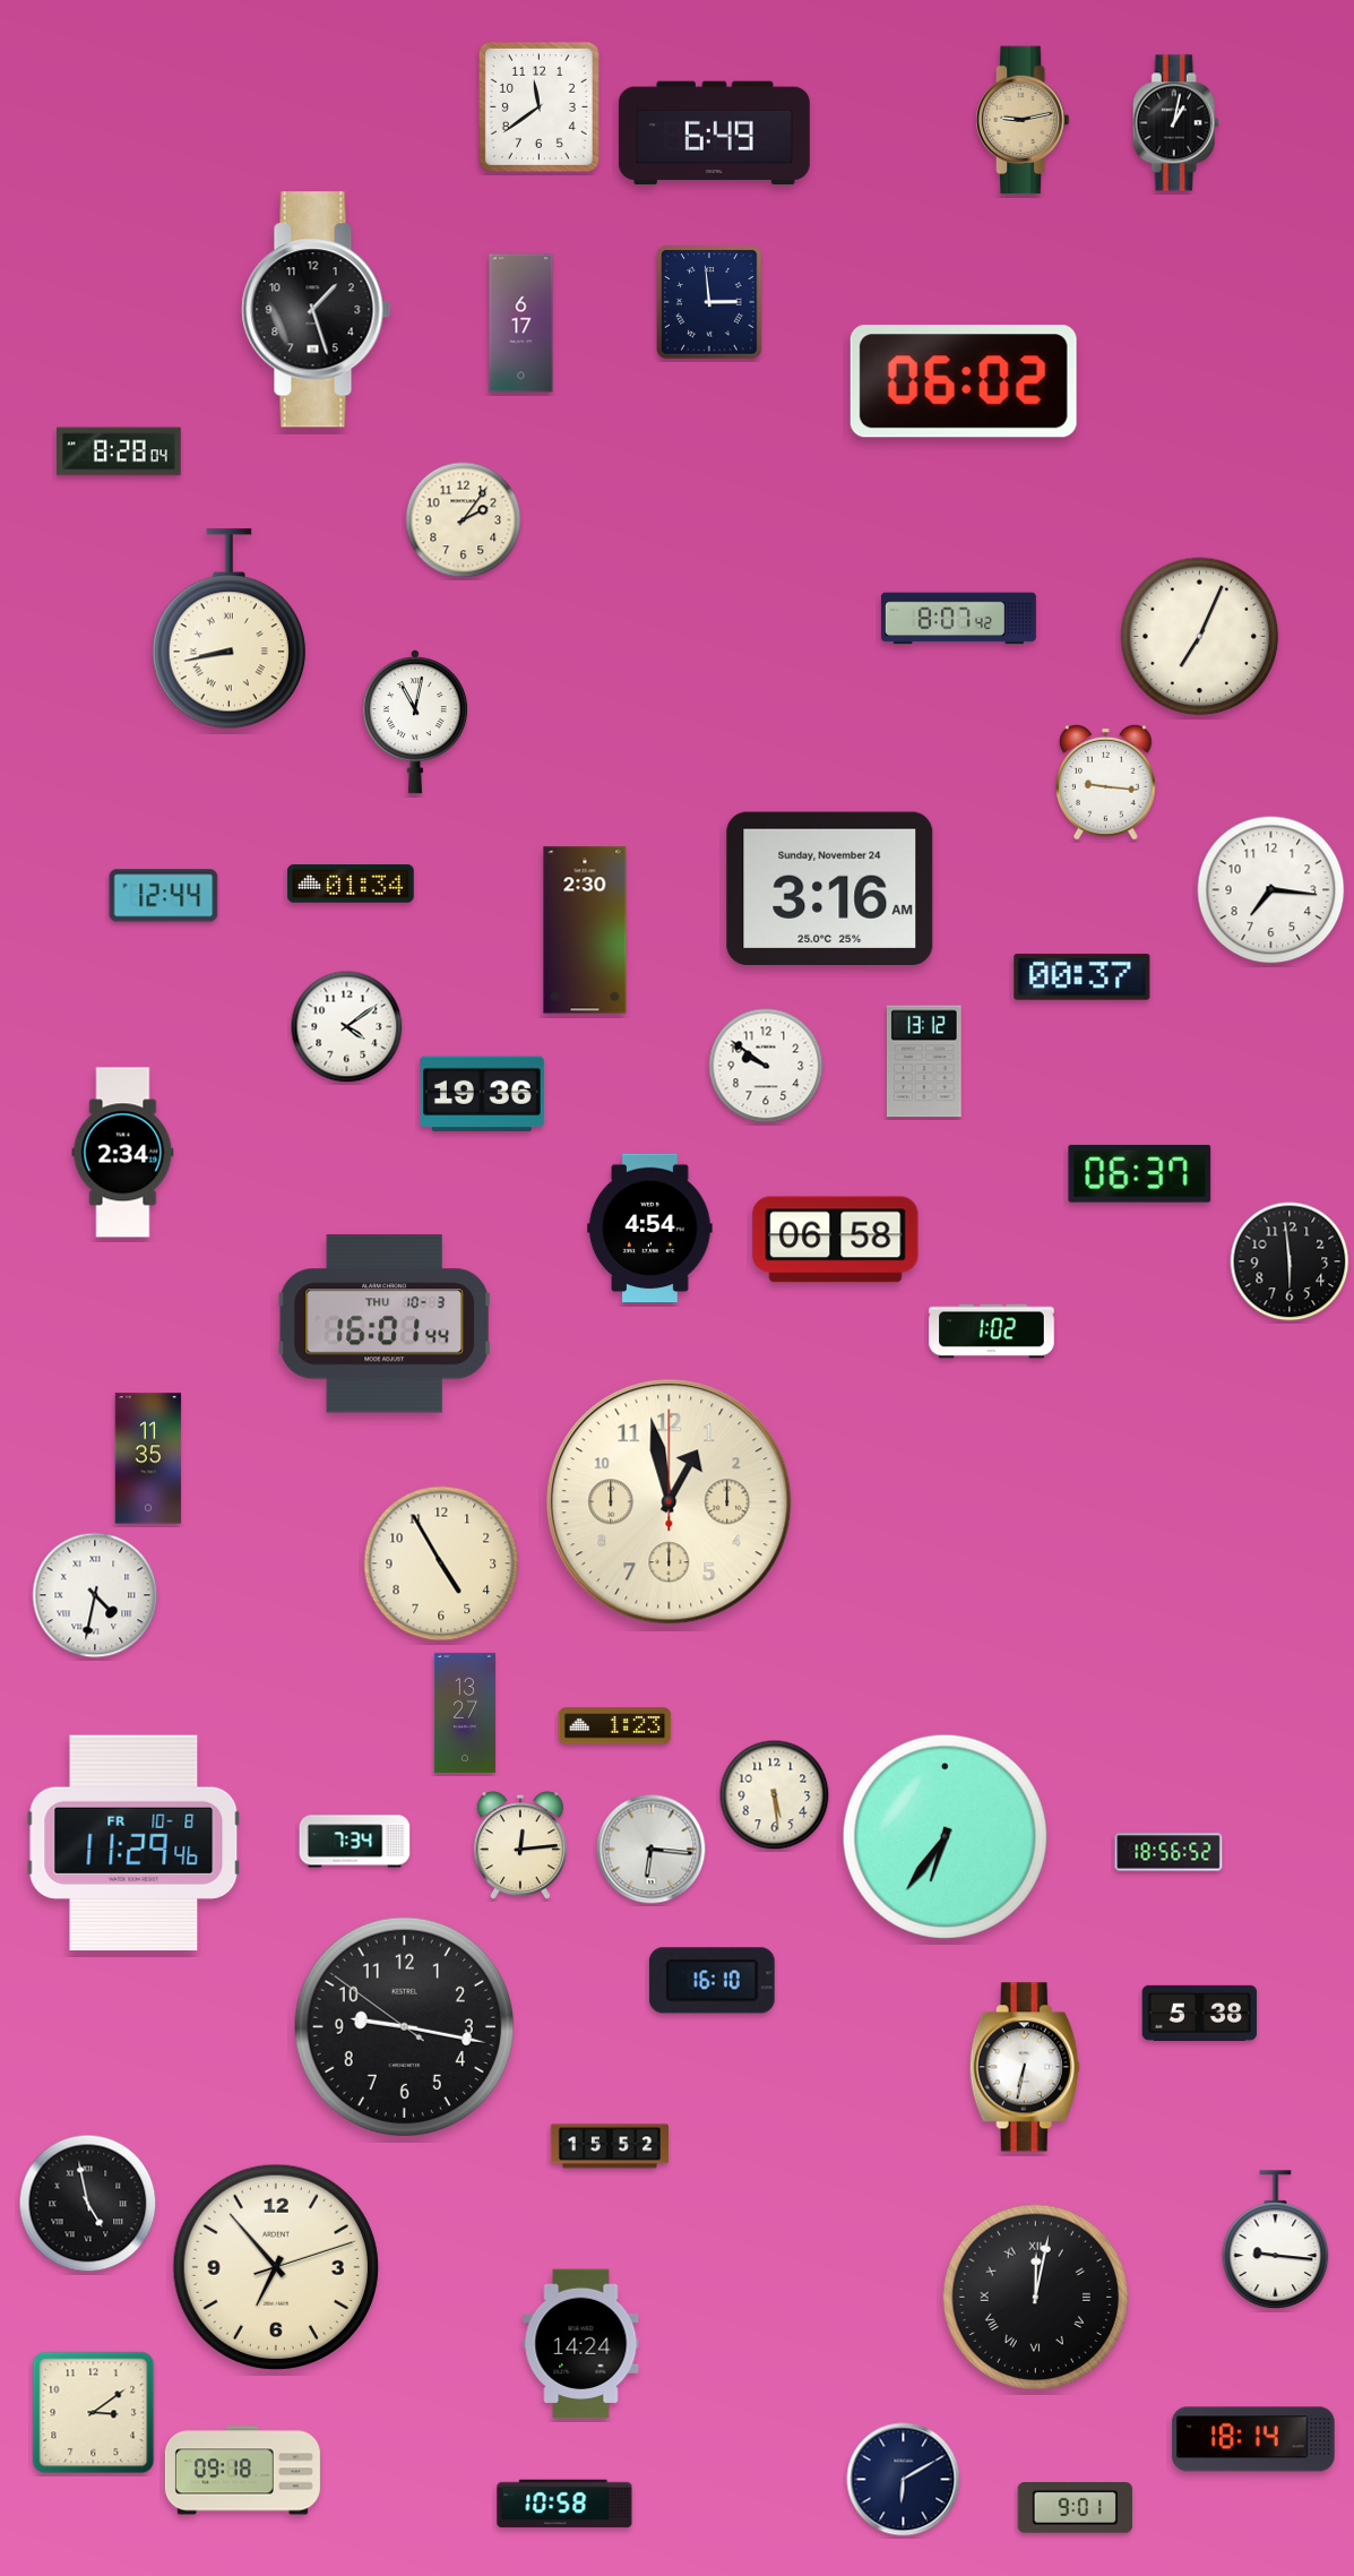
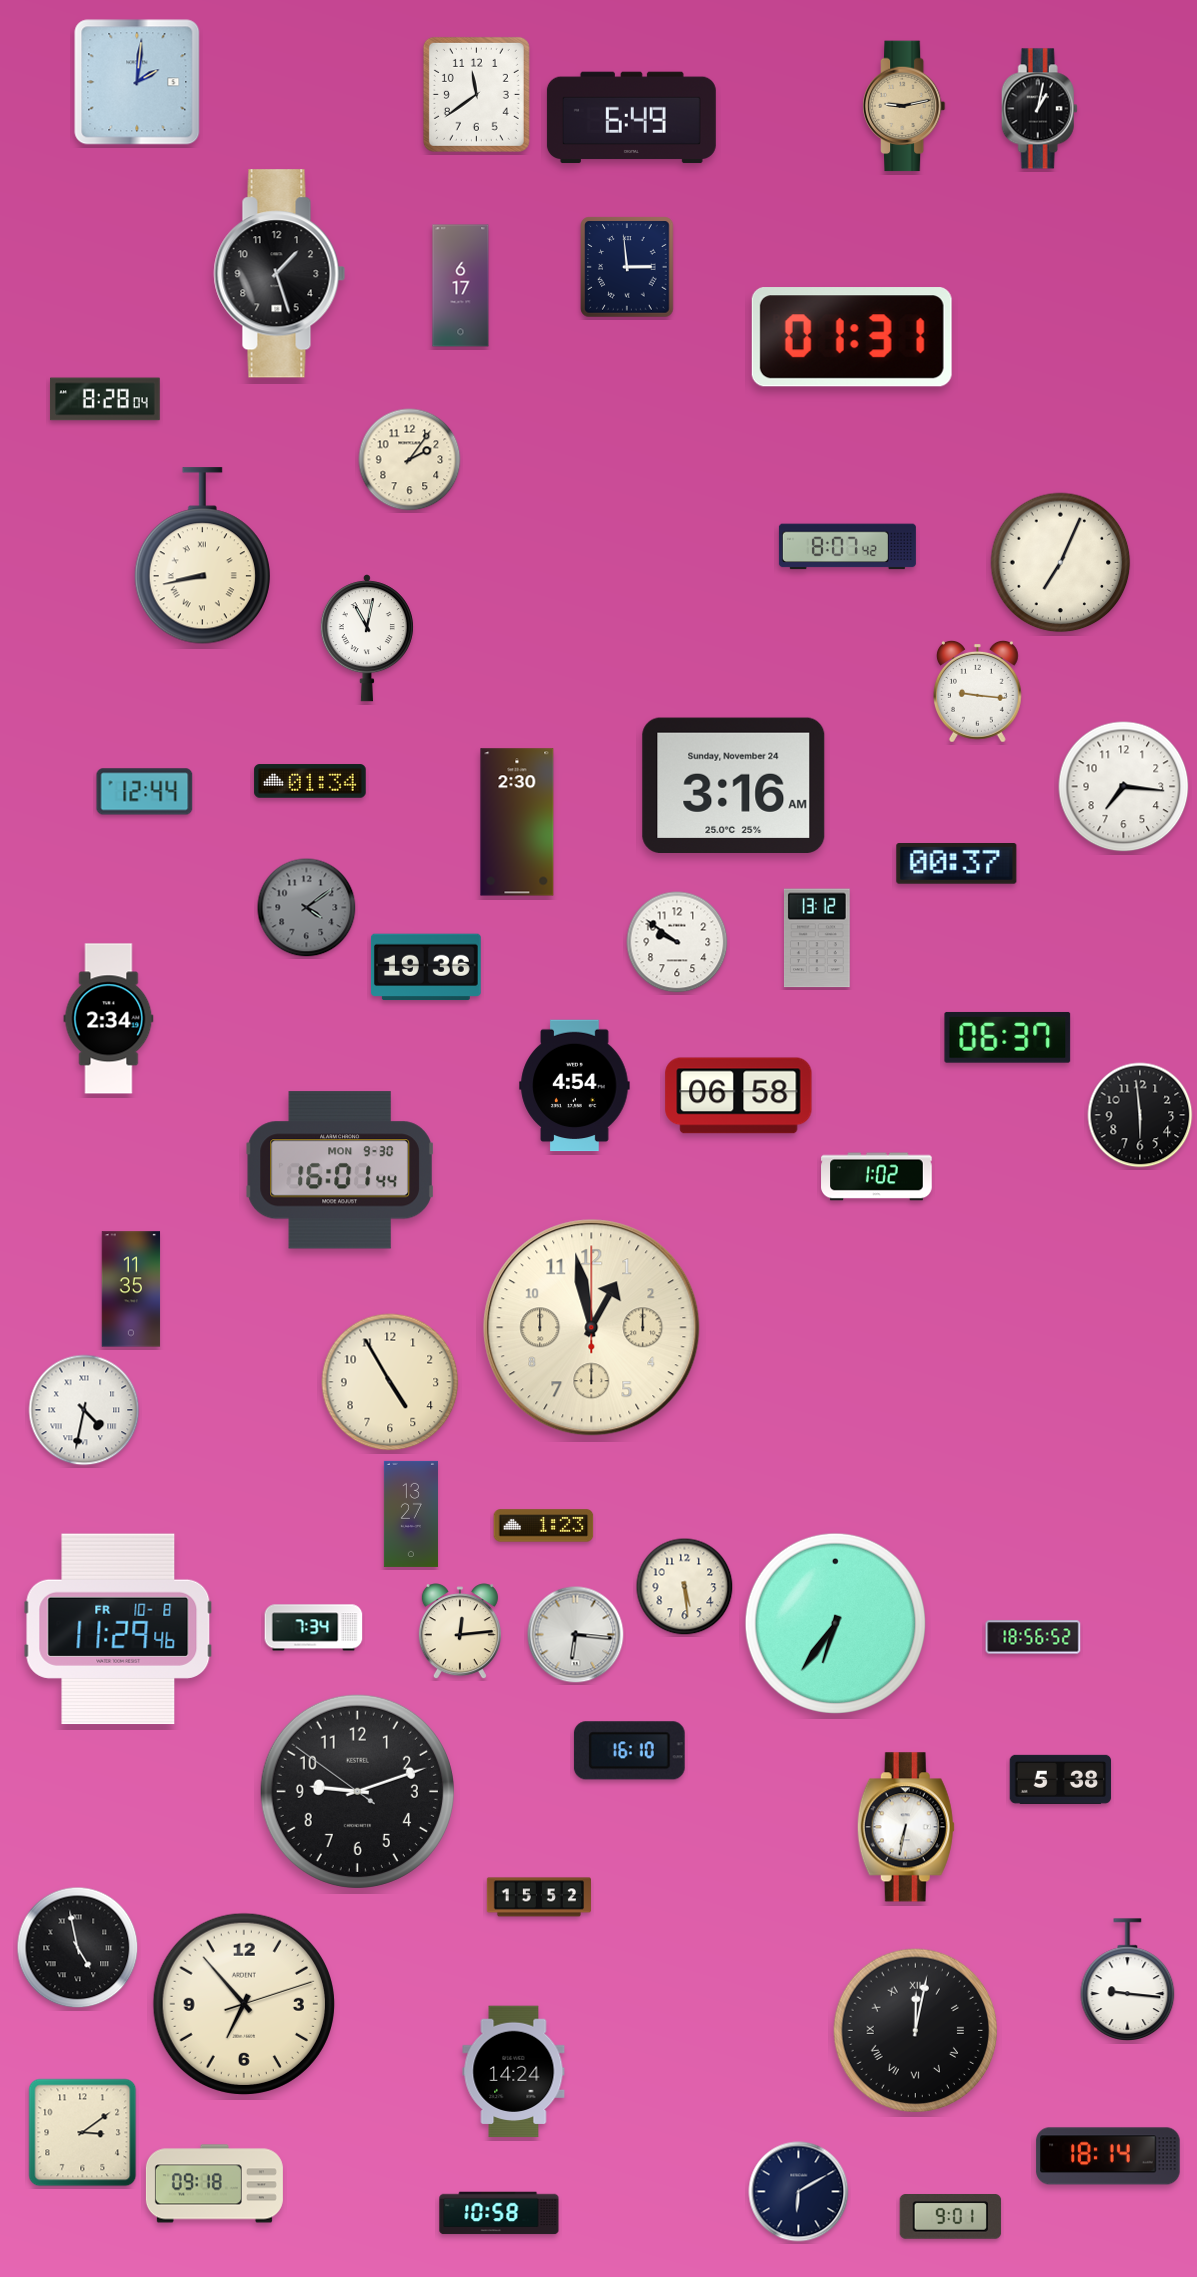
clock at (137, 82): none -> 2:01
clock at (964, 381): 06:02 -> 01:31
clock at (347, 1027) dial: white -> grey
clock at (385, 1324) date: THU 10-3 -> MON 9-30
clock at (404, 2026): 9:16 -> 9:11
